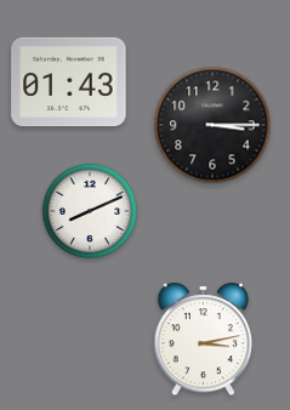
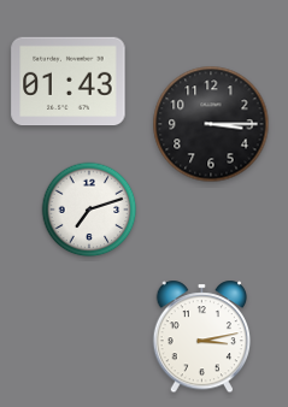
clock at (90, 211): 8:11 -> 7:12
